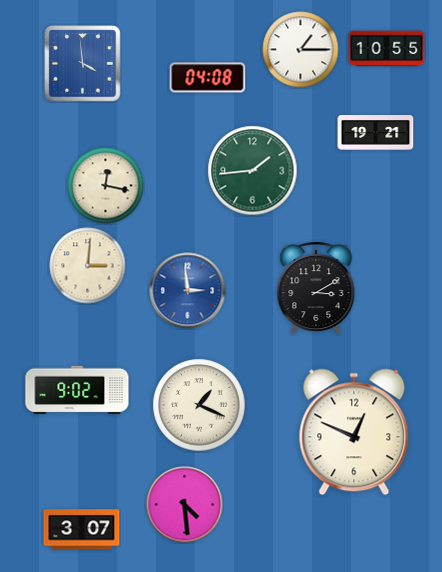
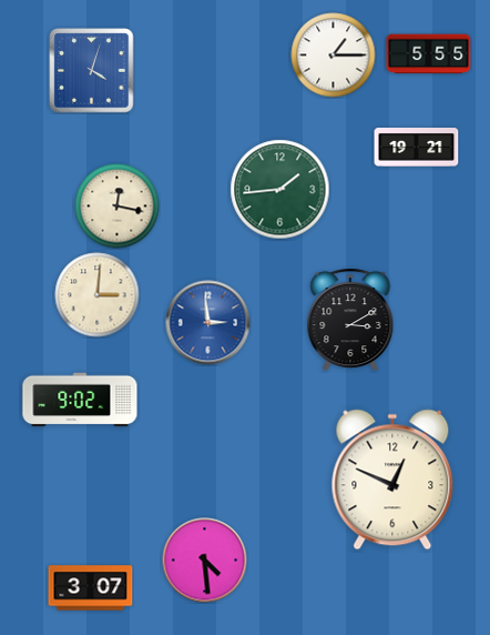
clock at (387, 49): 10:55 -> 5:55
clock at (83, 64): 3:59 -> 4:03
clock at (208, 78): 04:08 -> none
clock at (77, 390) position: (77, 390) -> (80, 400)
clock at (199, 405): 1:19 -> none
